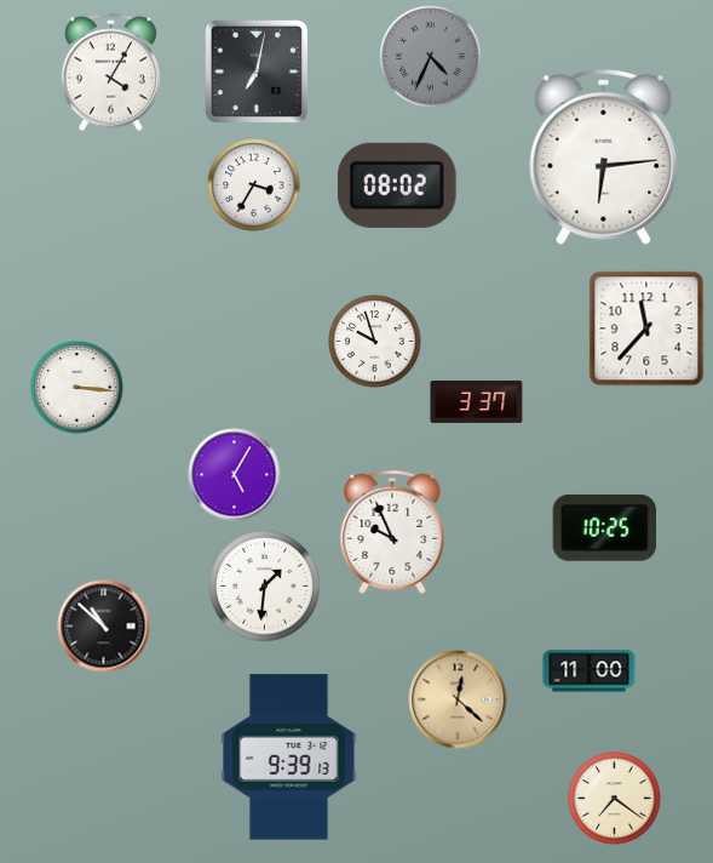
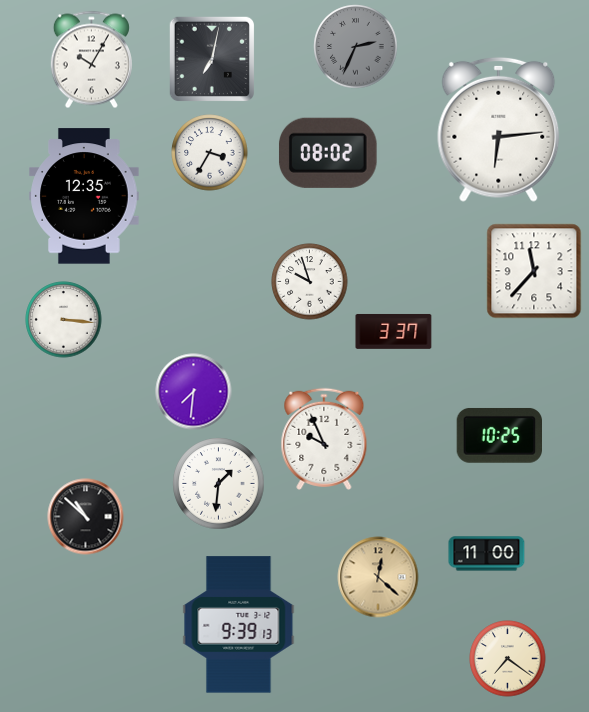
clock at (431, 57): 4:34 -> 2:34
clock at (110, 73): 4:05 -> 10:05
clock at (84, 196): none -> 12:35
clock at (235, 475): 5:05 -> 7:31
